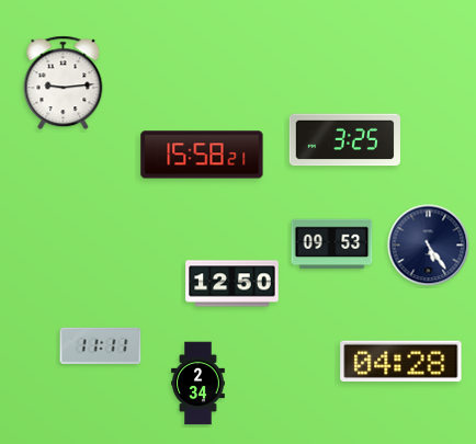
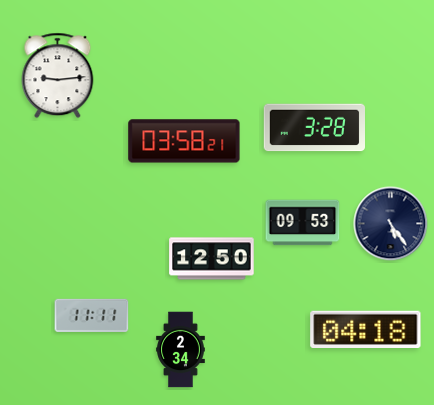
clock at (344, 140): 3:25 -> 3:28
clock at (202, 155): 15:58 -> 03:58
clock at (401, 361): 04:28 -> 04:18
